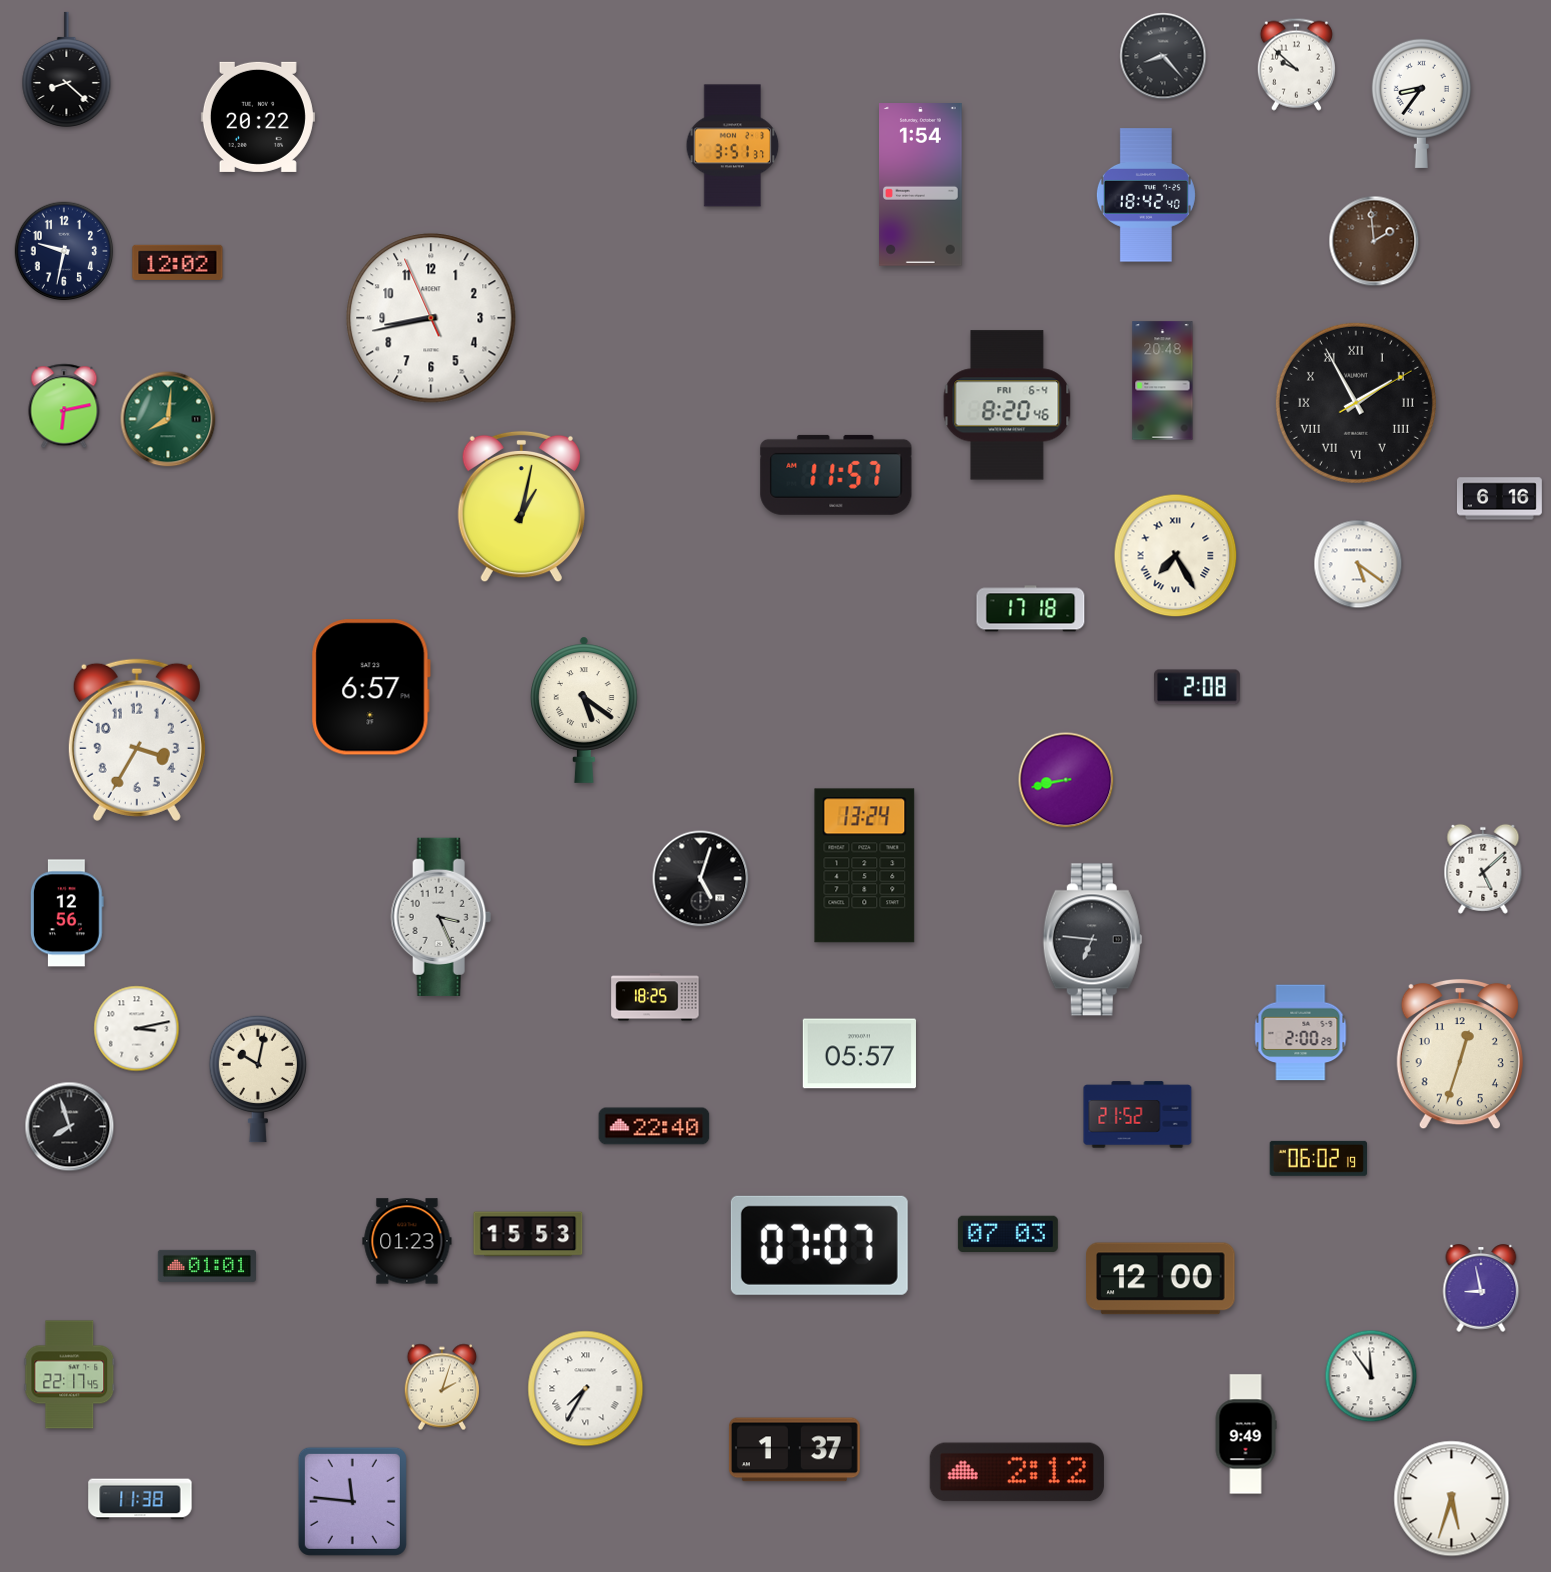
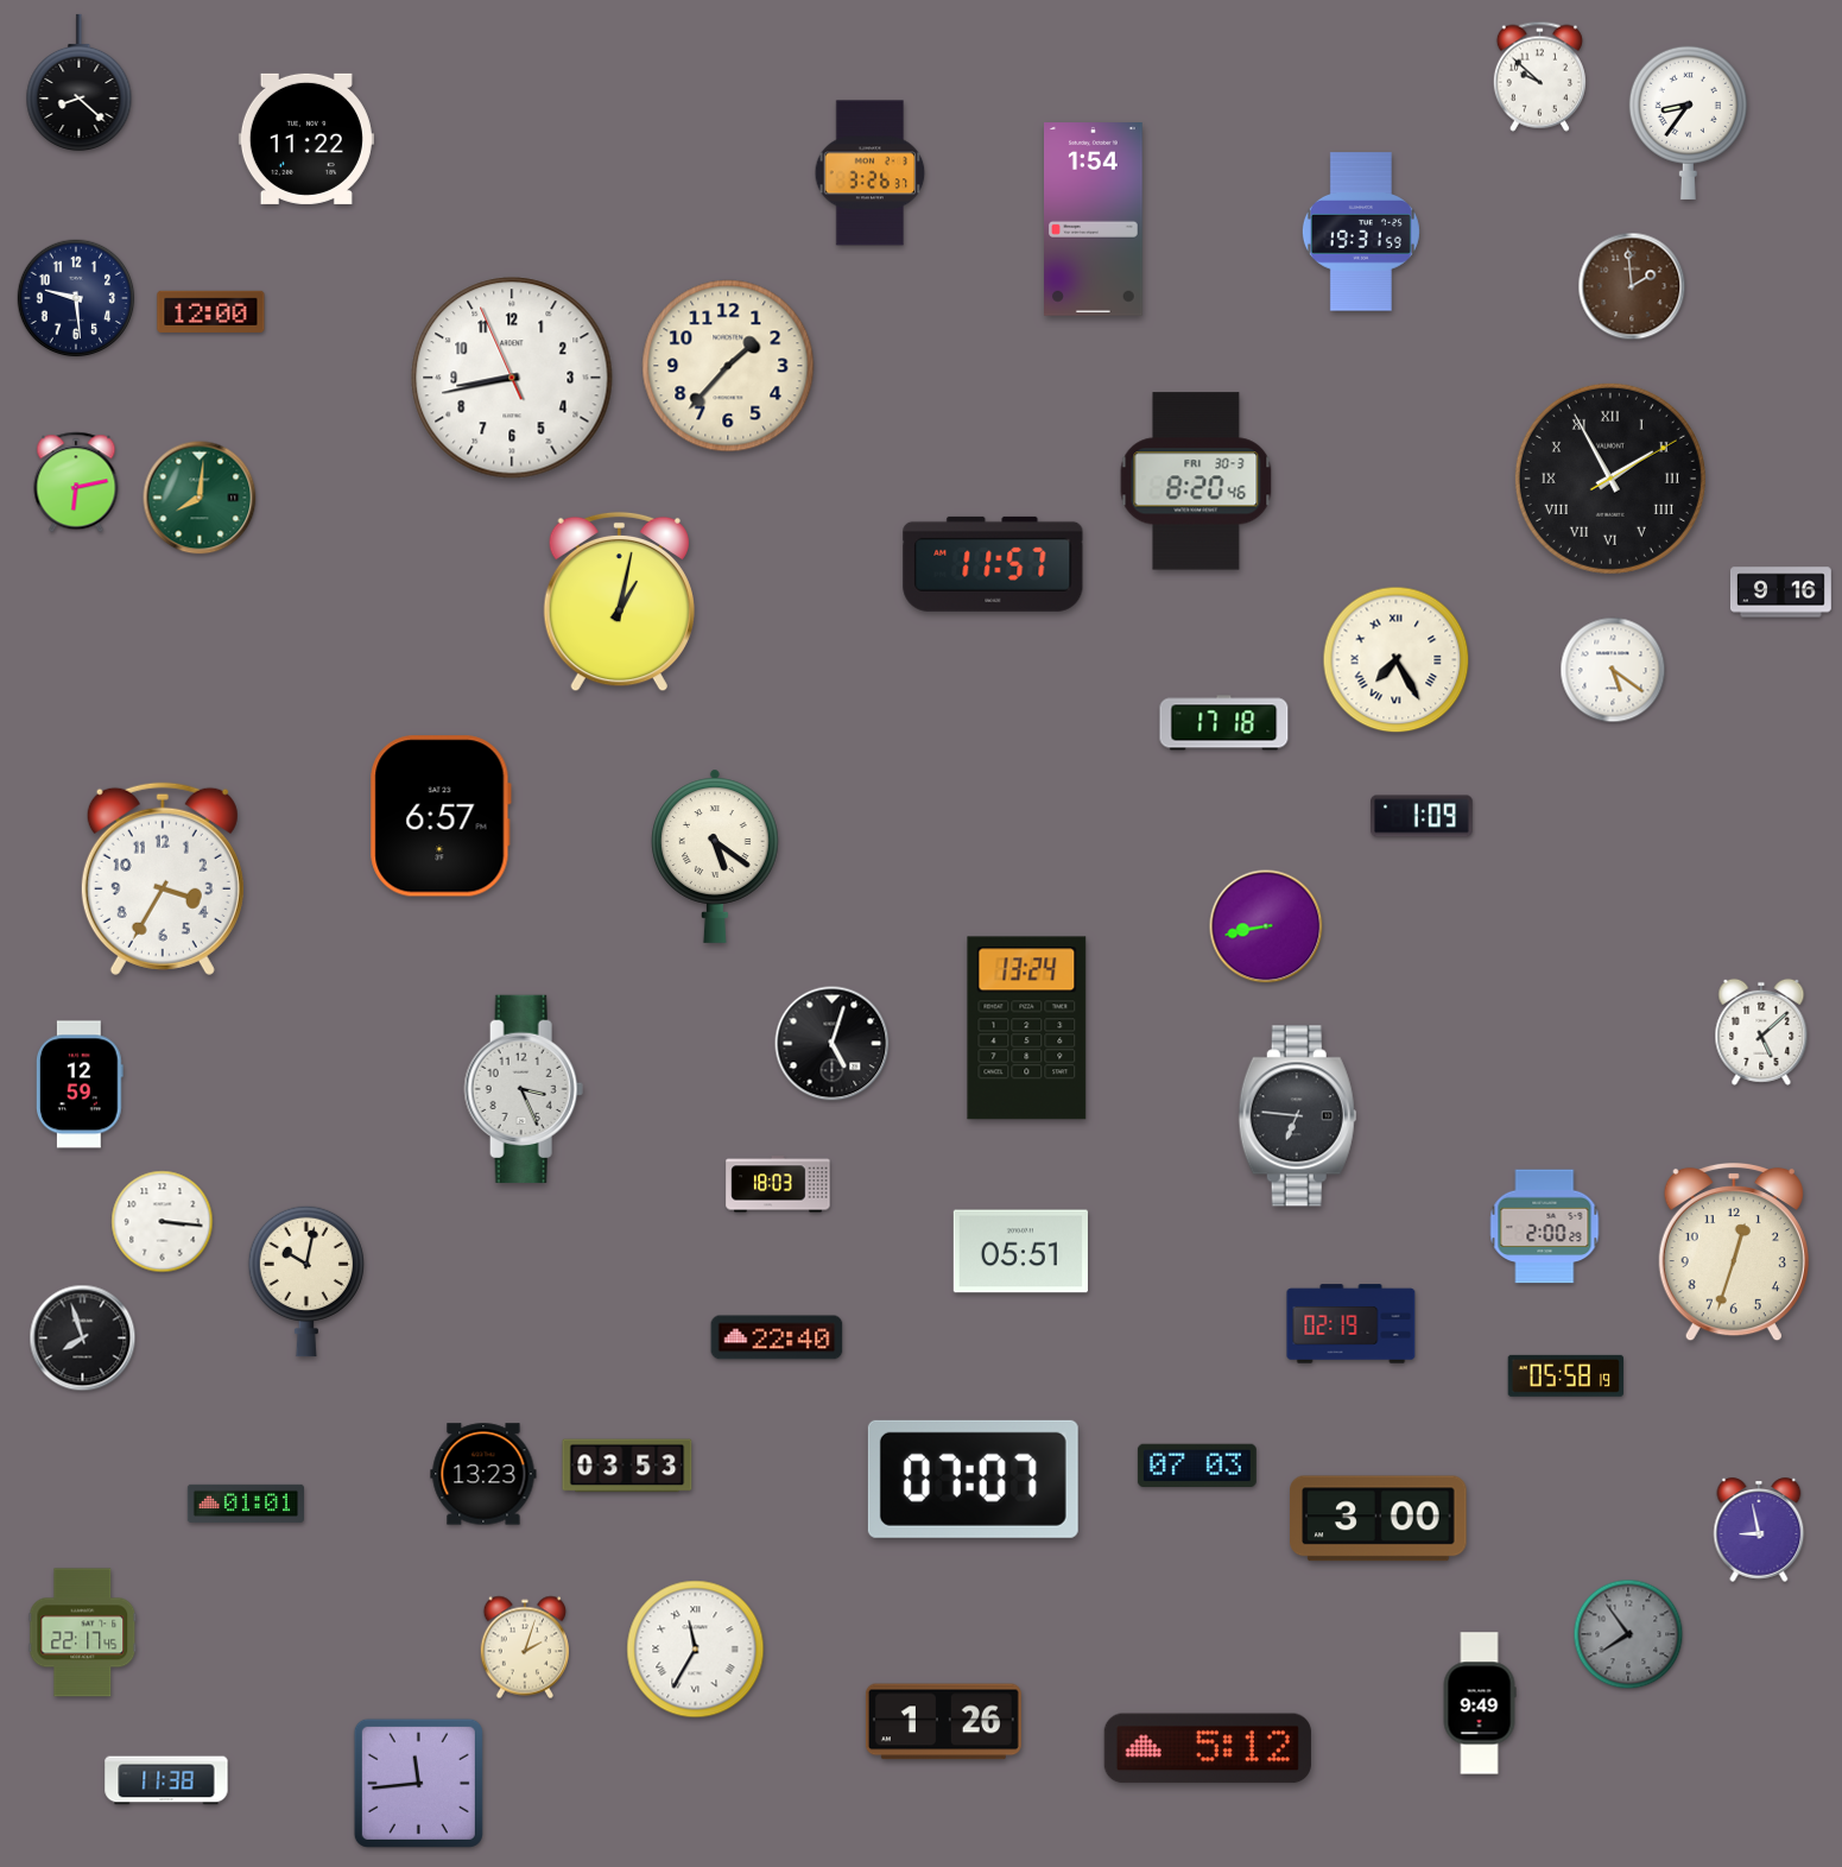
clock at (1163, 56): 8:23 -> none
clock at (258, 117): 20:22 -> 11:22
clock at (733, 146): 3:51 -> 3:26
clock at (1146, 195): 18:42 -> 19:31
clock at (64, 251): 9:32 -> 9:29
clock at (178, 262): 12:02 -> 12:00
clock at (728, 366): none -> 1:37
clock at (1163, 381): 20:48 -> none
clock at (1007, 405) date: FRI 6-4 -> FRI 30-3
clock at (1499, 499): 6:16 -> 9:16
clock at (1197, 687): 2:08 -> 1:09
clock at (585, 710) position: (585, 710) -> (716, 856)
clock at (67, 913): 12:56 -> 12:59
clock at (655, 997): 18:25 -> 18:03
clock at (137, 1029): 3:13 -> 3:16
clock at (859, 1054): 05:57 -> 05:51
clock at (1138, 1115): 21:52 -> 02:19
clock at (1318, 1158): 06:02 -> 05:58
clock at (528, 1234): 15:53 -> 03:53
clock at (407, 1241): 01:23 -> 13:23
clock at (1161, 1279): 12:00 -> 3:00
clock at (1371, 1376): 11:54 -> 7:54
clock at (1371, 1376) dial: white -> grey
clock at (586, 1389): 7:35 -> 11:35
clock at (794, 1450): 1:37 -> 1:26
clock at (1017, 1472): 2:12 -> 5:12
clock at (1452, 1499): 5:33 -> none
clock at (352, 1501): 11:46 -> 11:44
